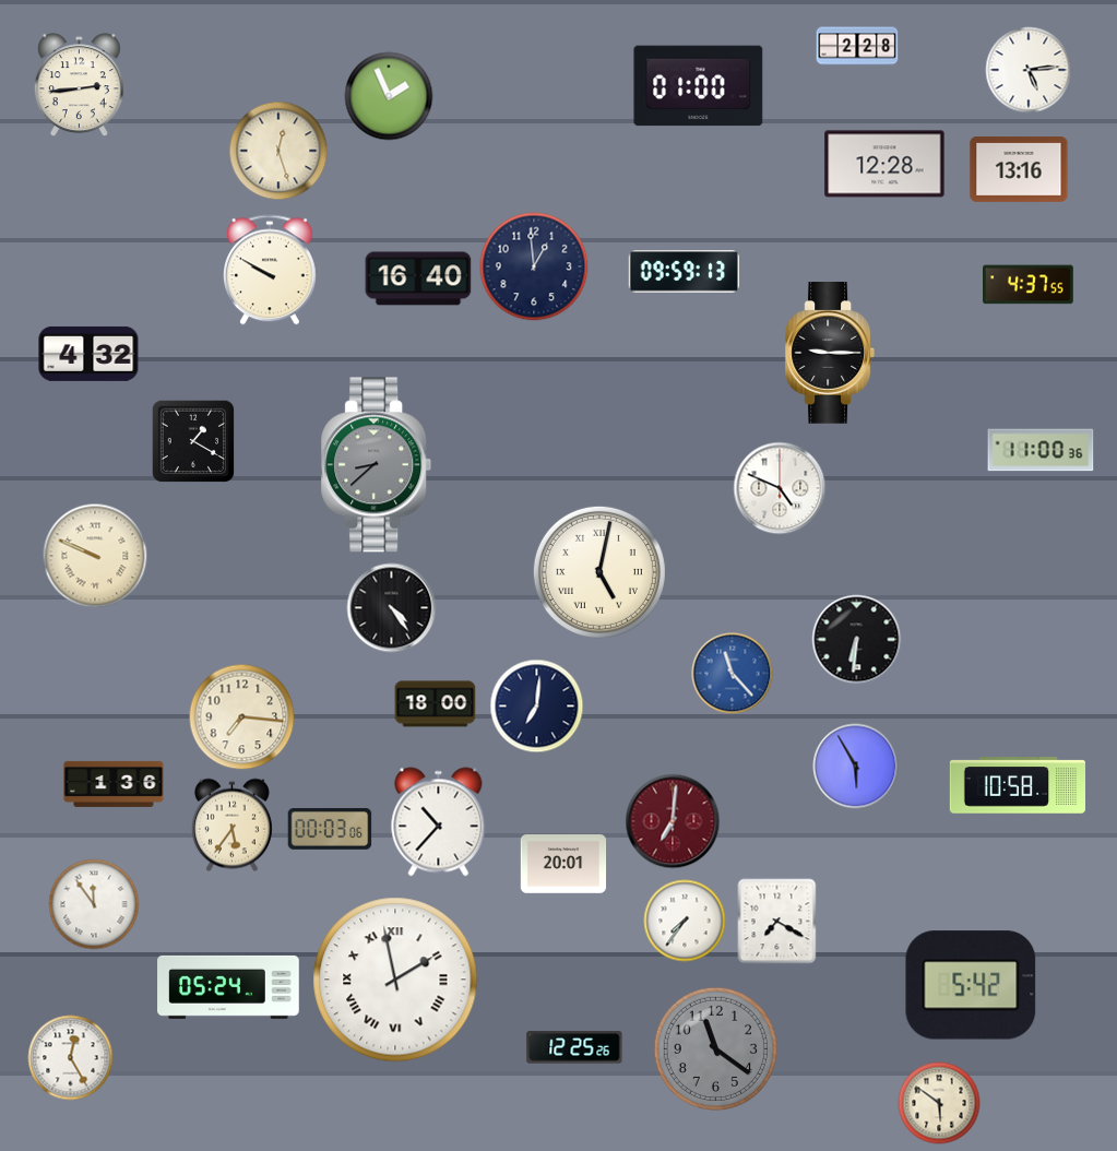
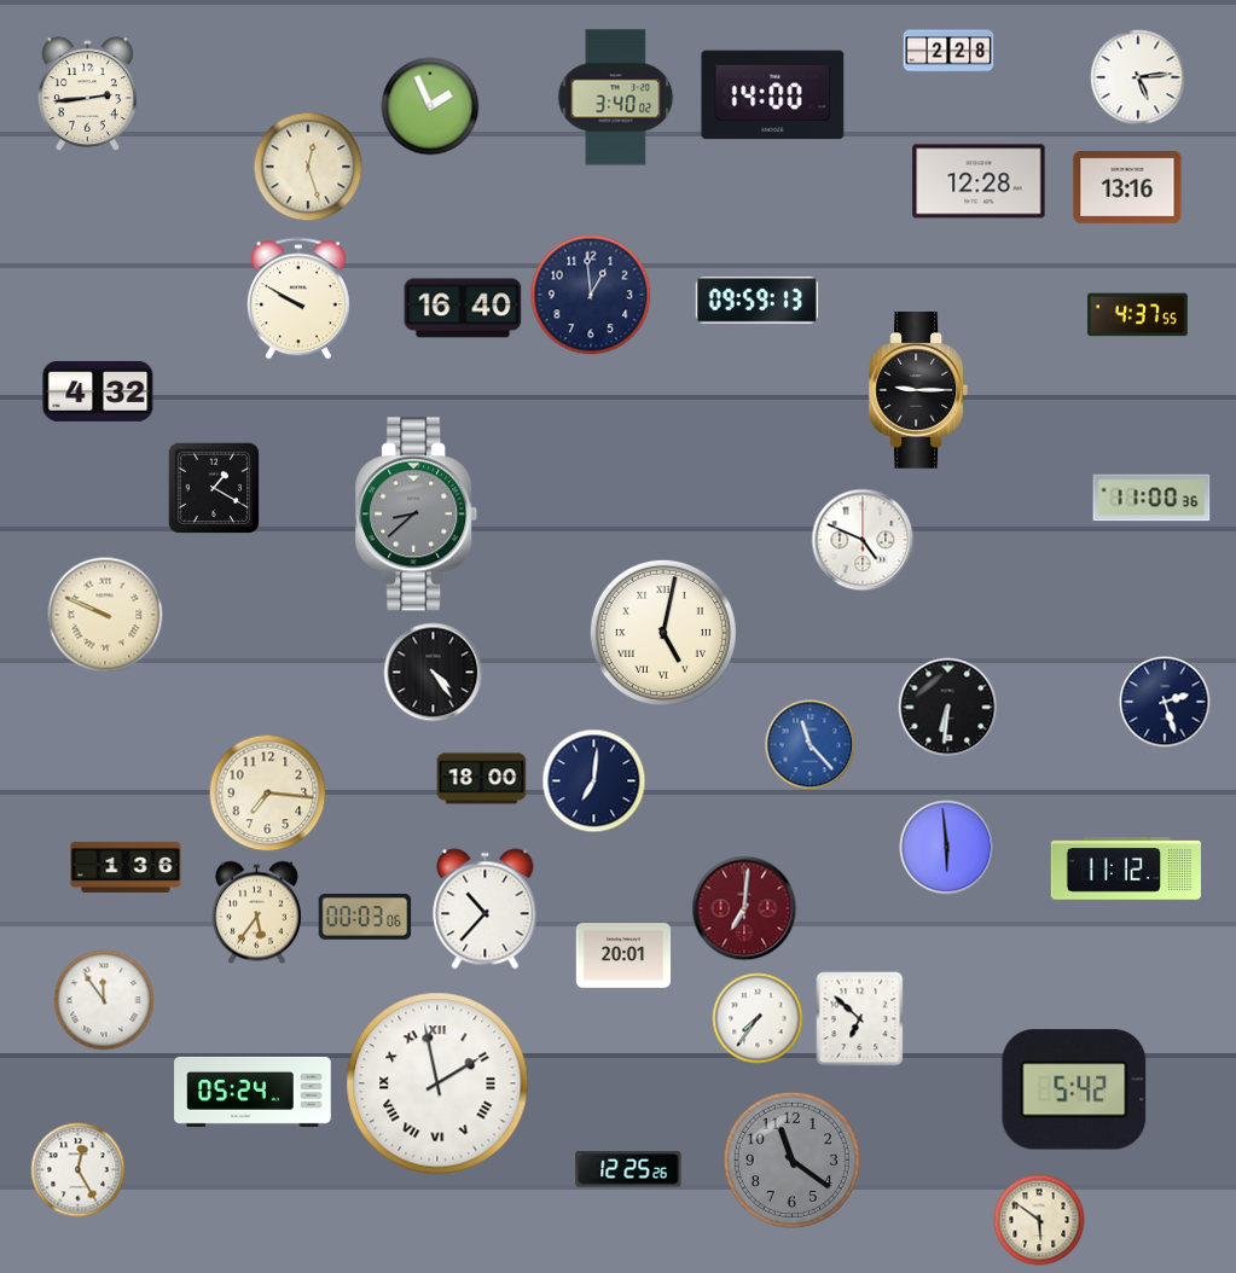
clock at (699, 86): 01:00 -> 14:00
clock at (616, 98): none -> 3:40
clock at (1165, 702): none -> 2:27
clock at (856, 767): 5:55 -> 5:59
clock at (1017, 785): 10:58 -> 11:12
clock at (777, 922): 7:20 -> 6:52
clock at (574, 1047) position: (574, 1047) -> (628, 1169)
